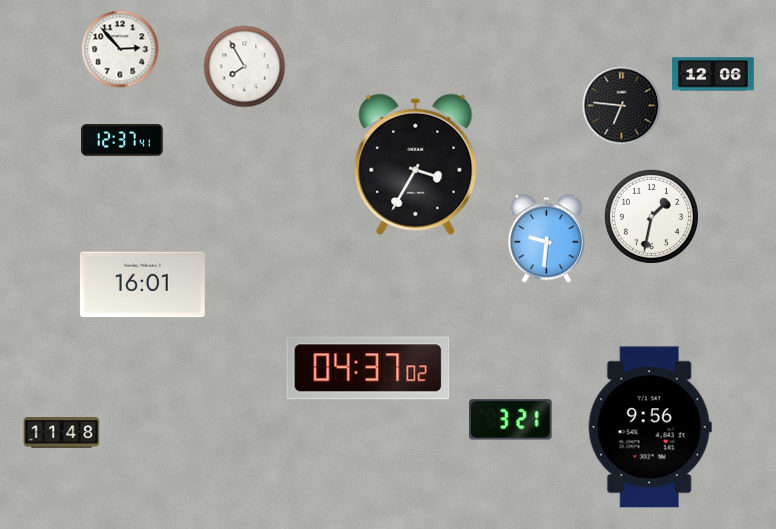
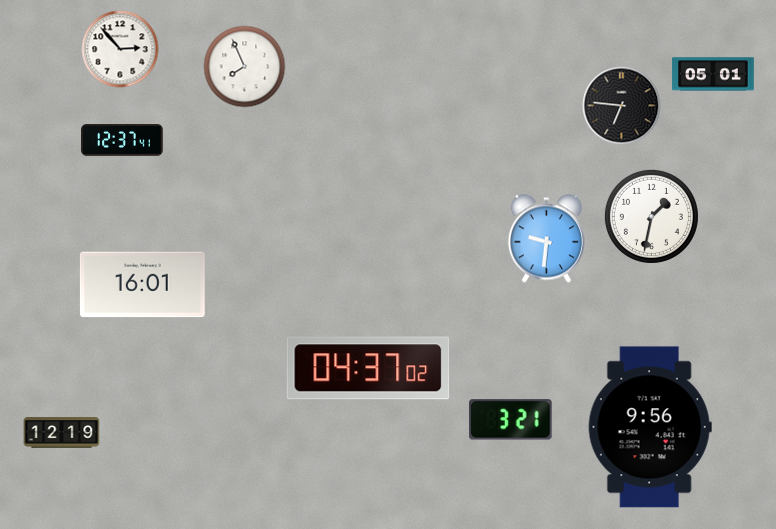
clock at (245, 67): 7:55 -> 7:56
clock at (713, 74): 12:06 -> 05:01
clock at (416, 164): 3:35 -> none
clock at (62, 433): 11:48 -> 12:19
